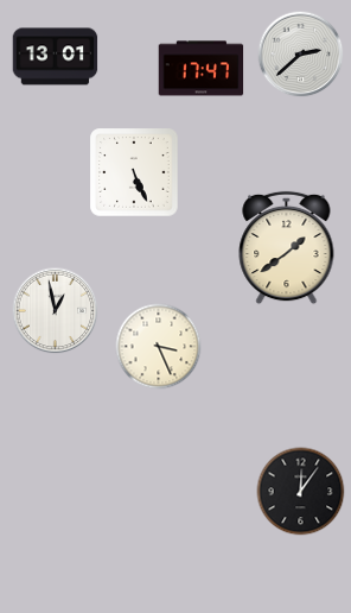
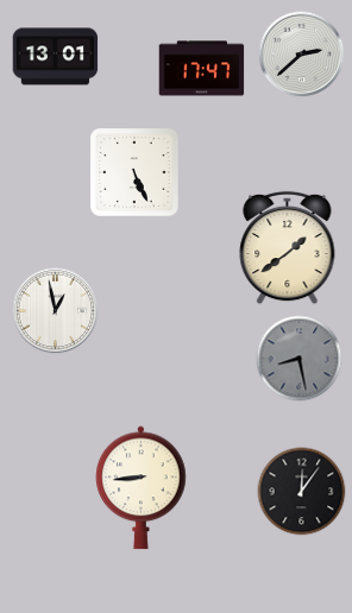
clock at (159, 347): 3:26 -> none
clock at (300, 359): none -> 8:28
clock at (142, 488): none -> 8:44
